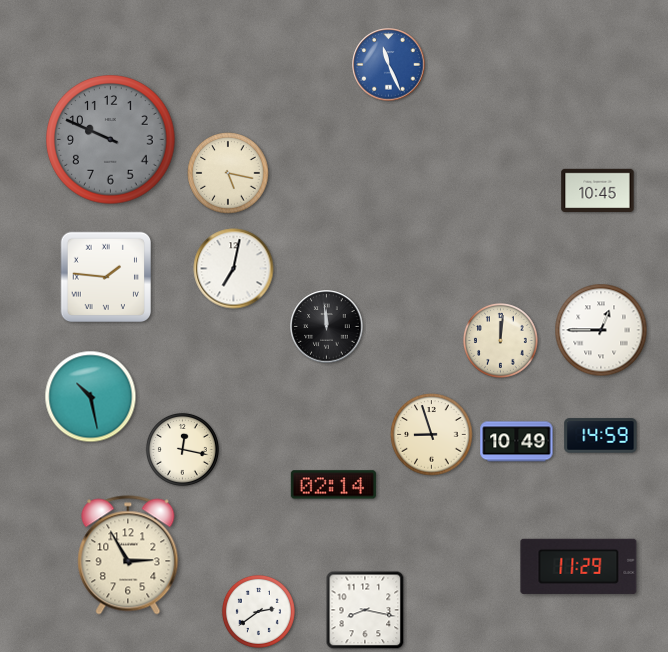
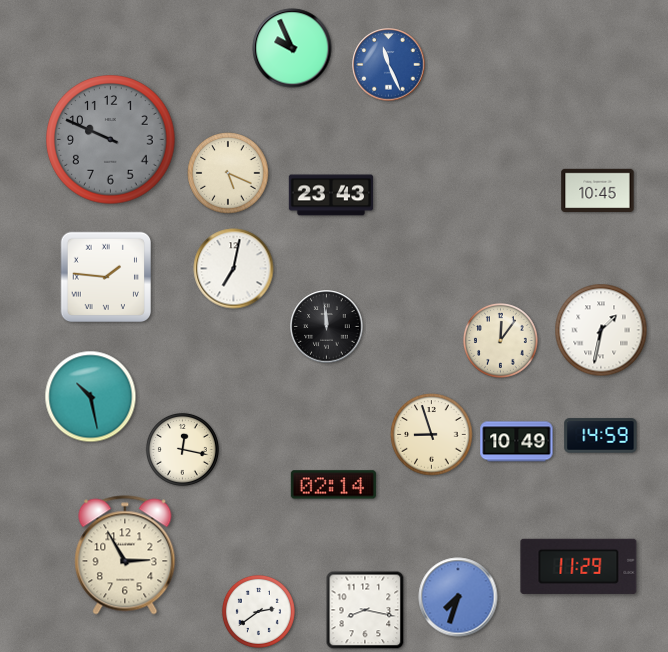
clock at (292, 48): none -> 9:56
clock at (228, 173): 5:17 -> 5:19
clock at (331, 195): none -> 23:43
clock at (601, 330): 12:45 -> 1:32
clock at (500, 340): 12:01 -> 12:06
clock at (128, 555) position: (128, 555) -> (125, 555)
clock at (458, 597): none -> 7:33
